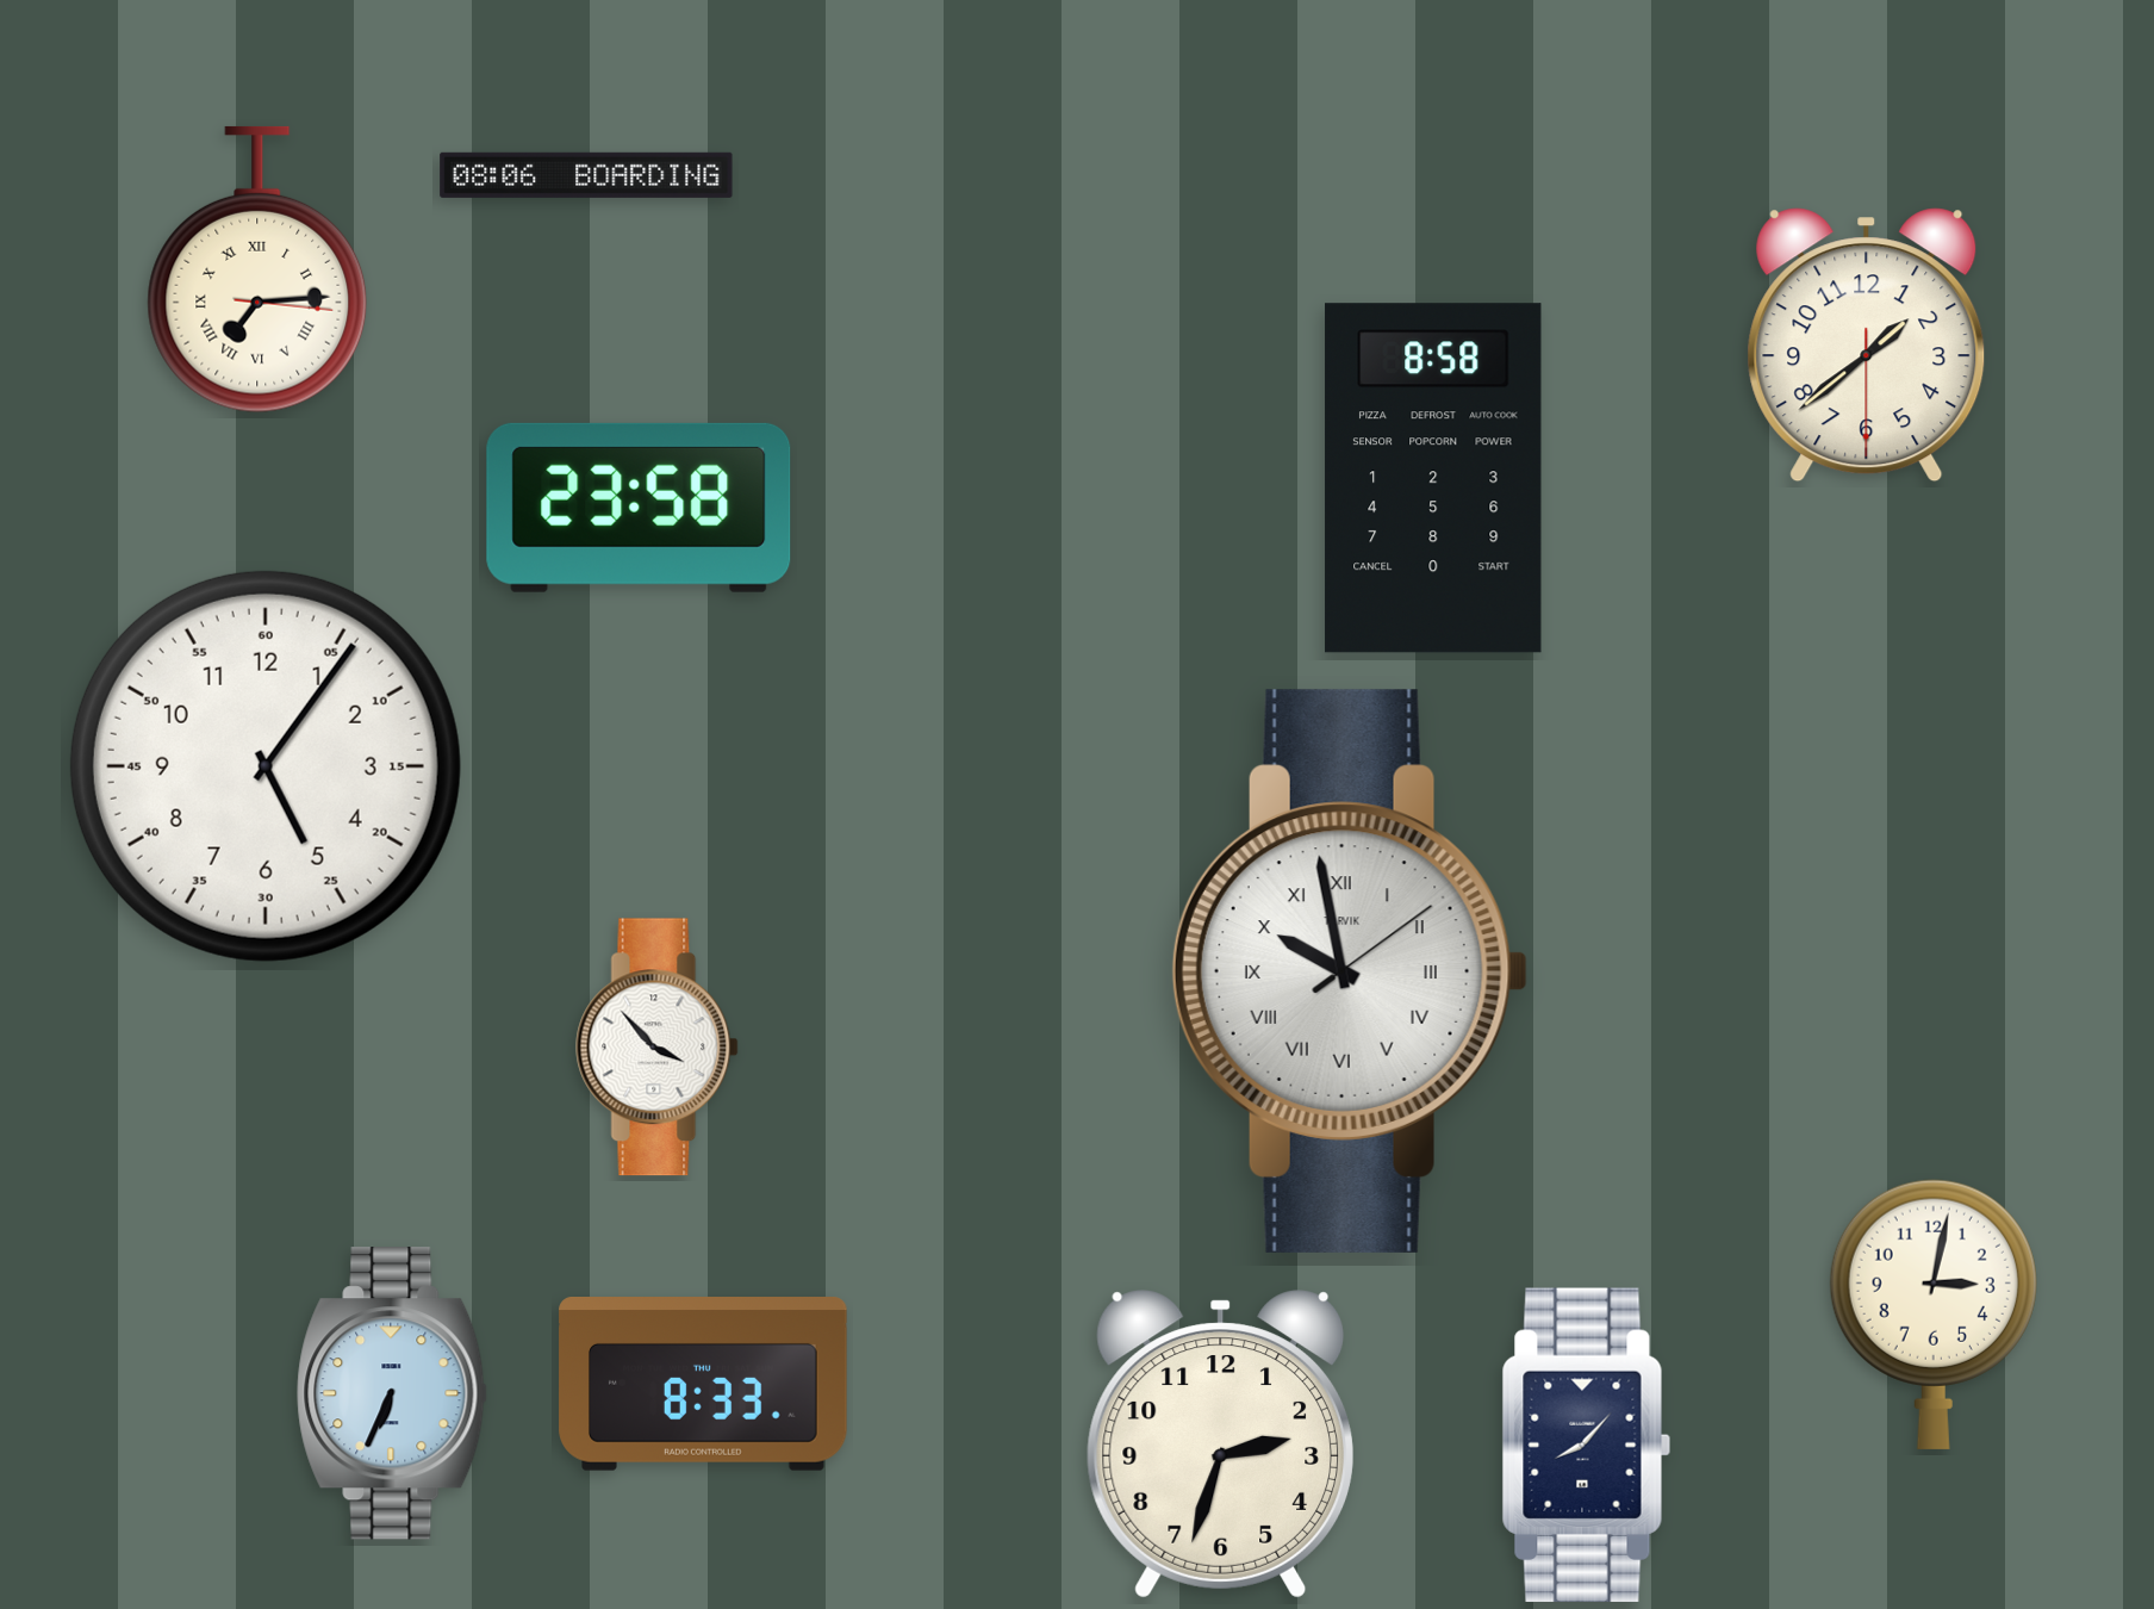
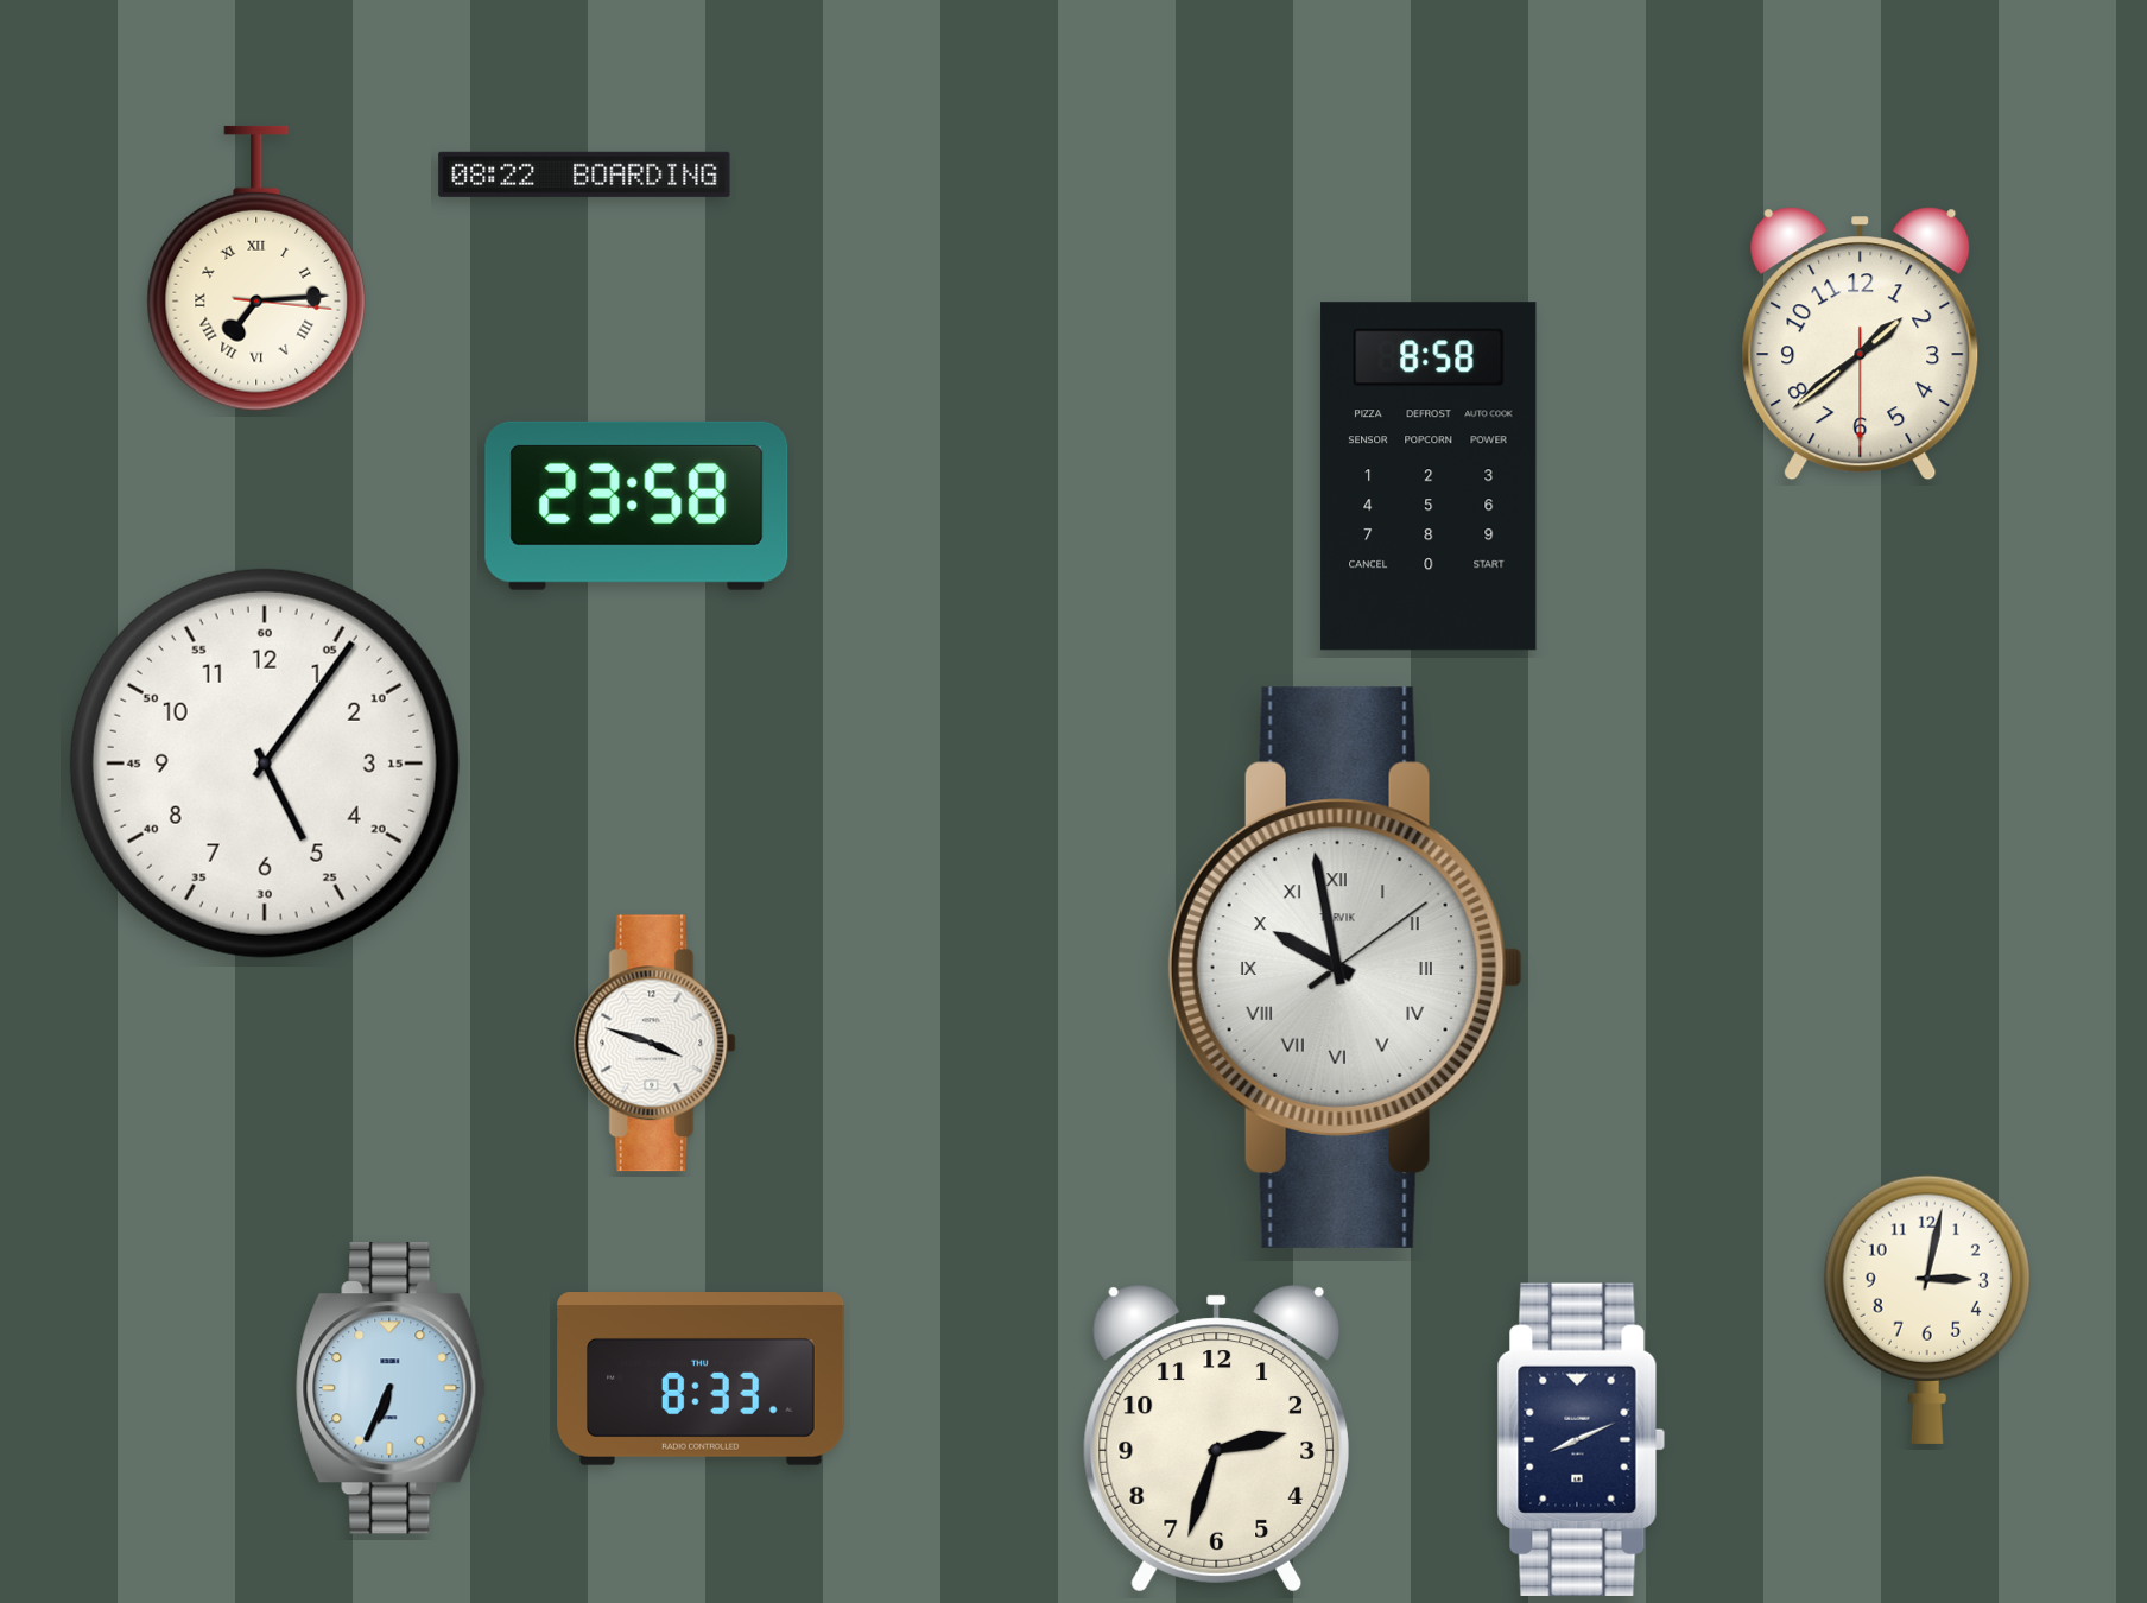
clock at (586, 175): 08:06 -> 08:22
clock at (658, 1048): 3:53 -> 3:48
clock at (1586, 1445): 8:07 -> 8:11
